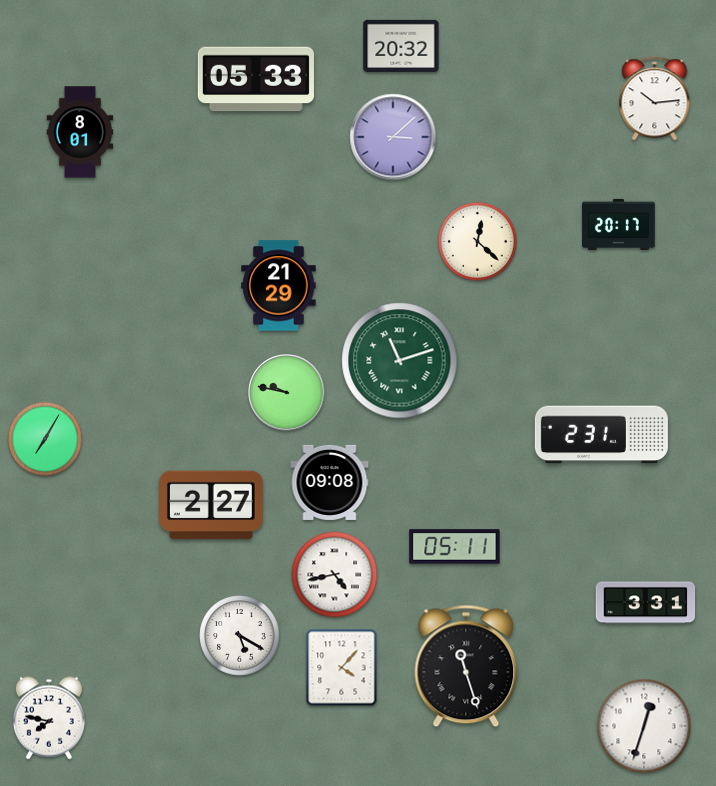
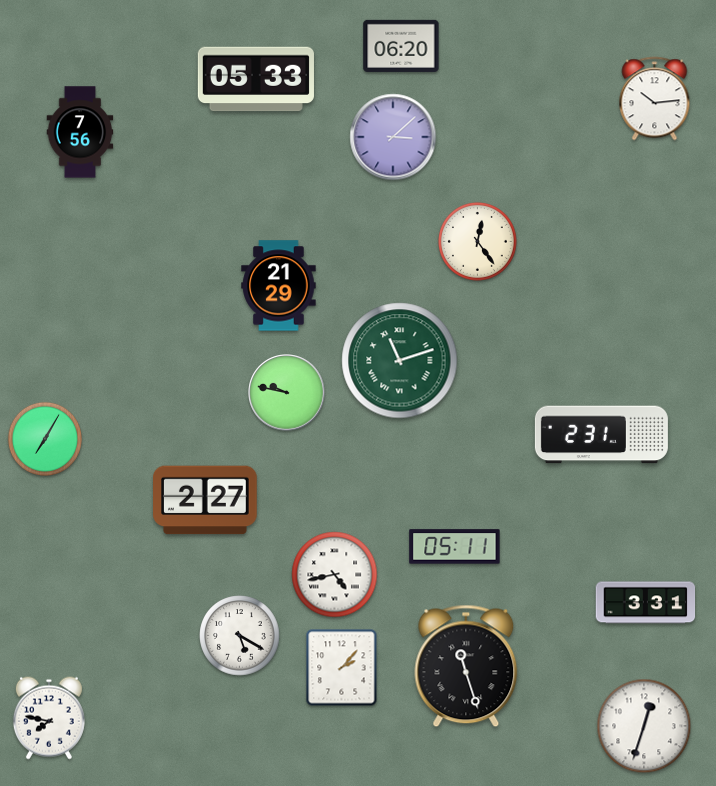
clock at (401, 46): 20:32 -> 06:20
clock at (80, 132): 8:01 -> 7:56
clock at (619, 224): 20:17 -> none
clock at (477, 241): 12:22 -> 12:24
clock at (330, 482): 09:08 -> none
clock at (212, 505) position: (212, 505) -> (206, 500)
clock at (342, 668): 4:07 -> 2:07
